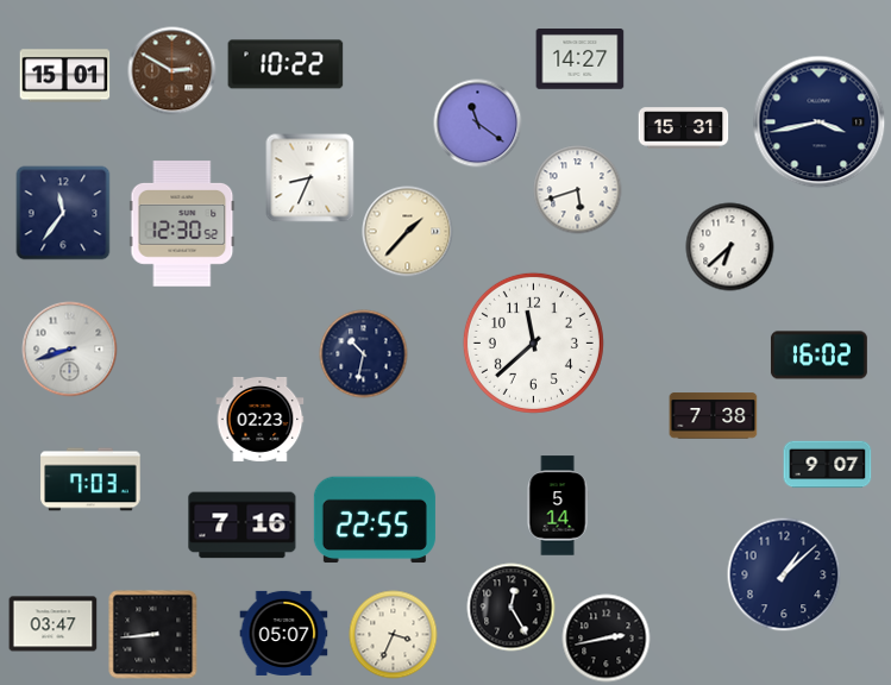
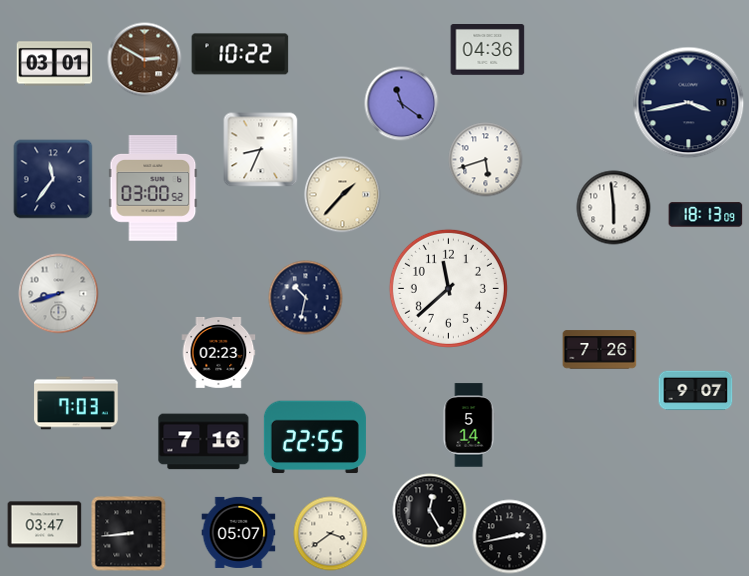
clock at (581, 59): 14:27 -> 04:36
clock at (65, 76): 15:01 -> 03:01
clock at (684, 128): 15:31 -> none
clock at (182, 224): 12:30 -> 03:00
clock at (730, 247): 6:38 -> 5:59
clock at (706, 215): none -> 18:13
clock at (818, 356): 16:02 -> none
clock at (714, 416): 7:38 -> 7:26
clock at (784, 574): 1:08 -> none
clock at (394, 635): 3:34 -> 3:39
